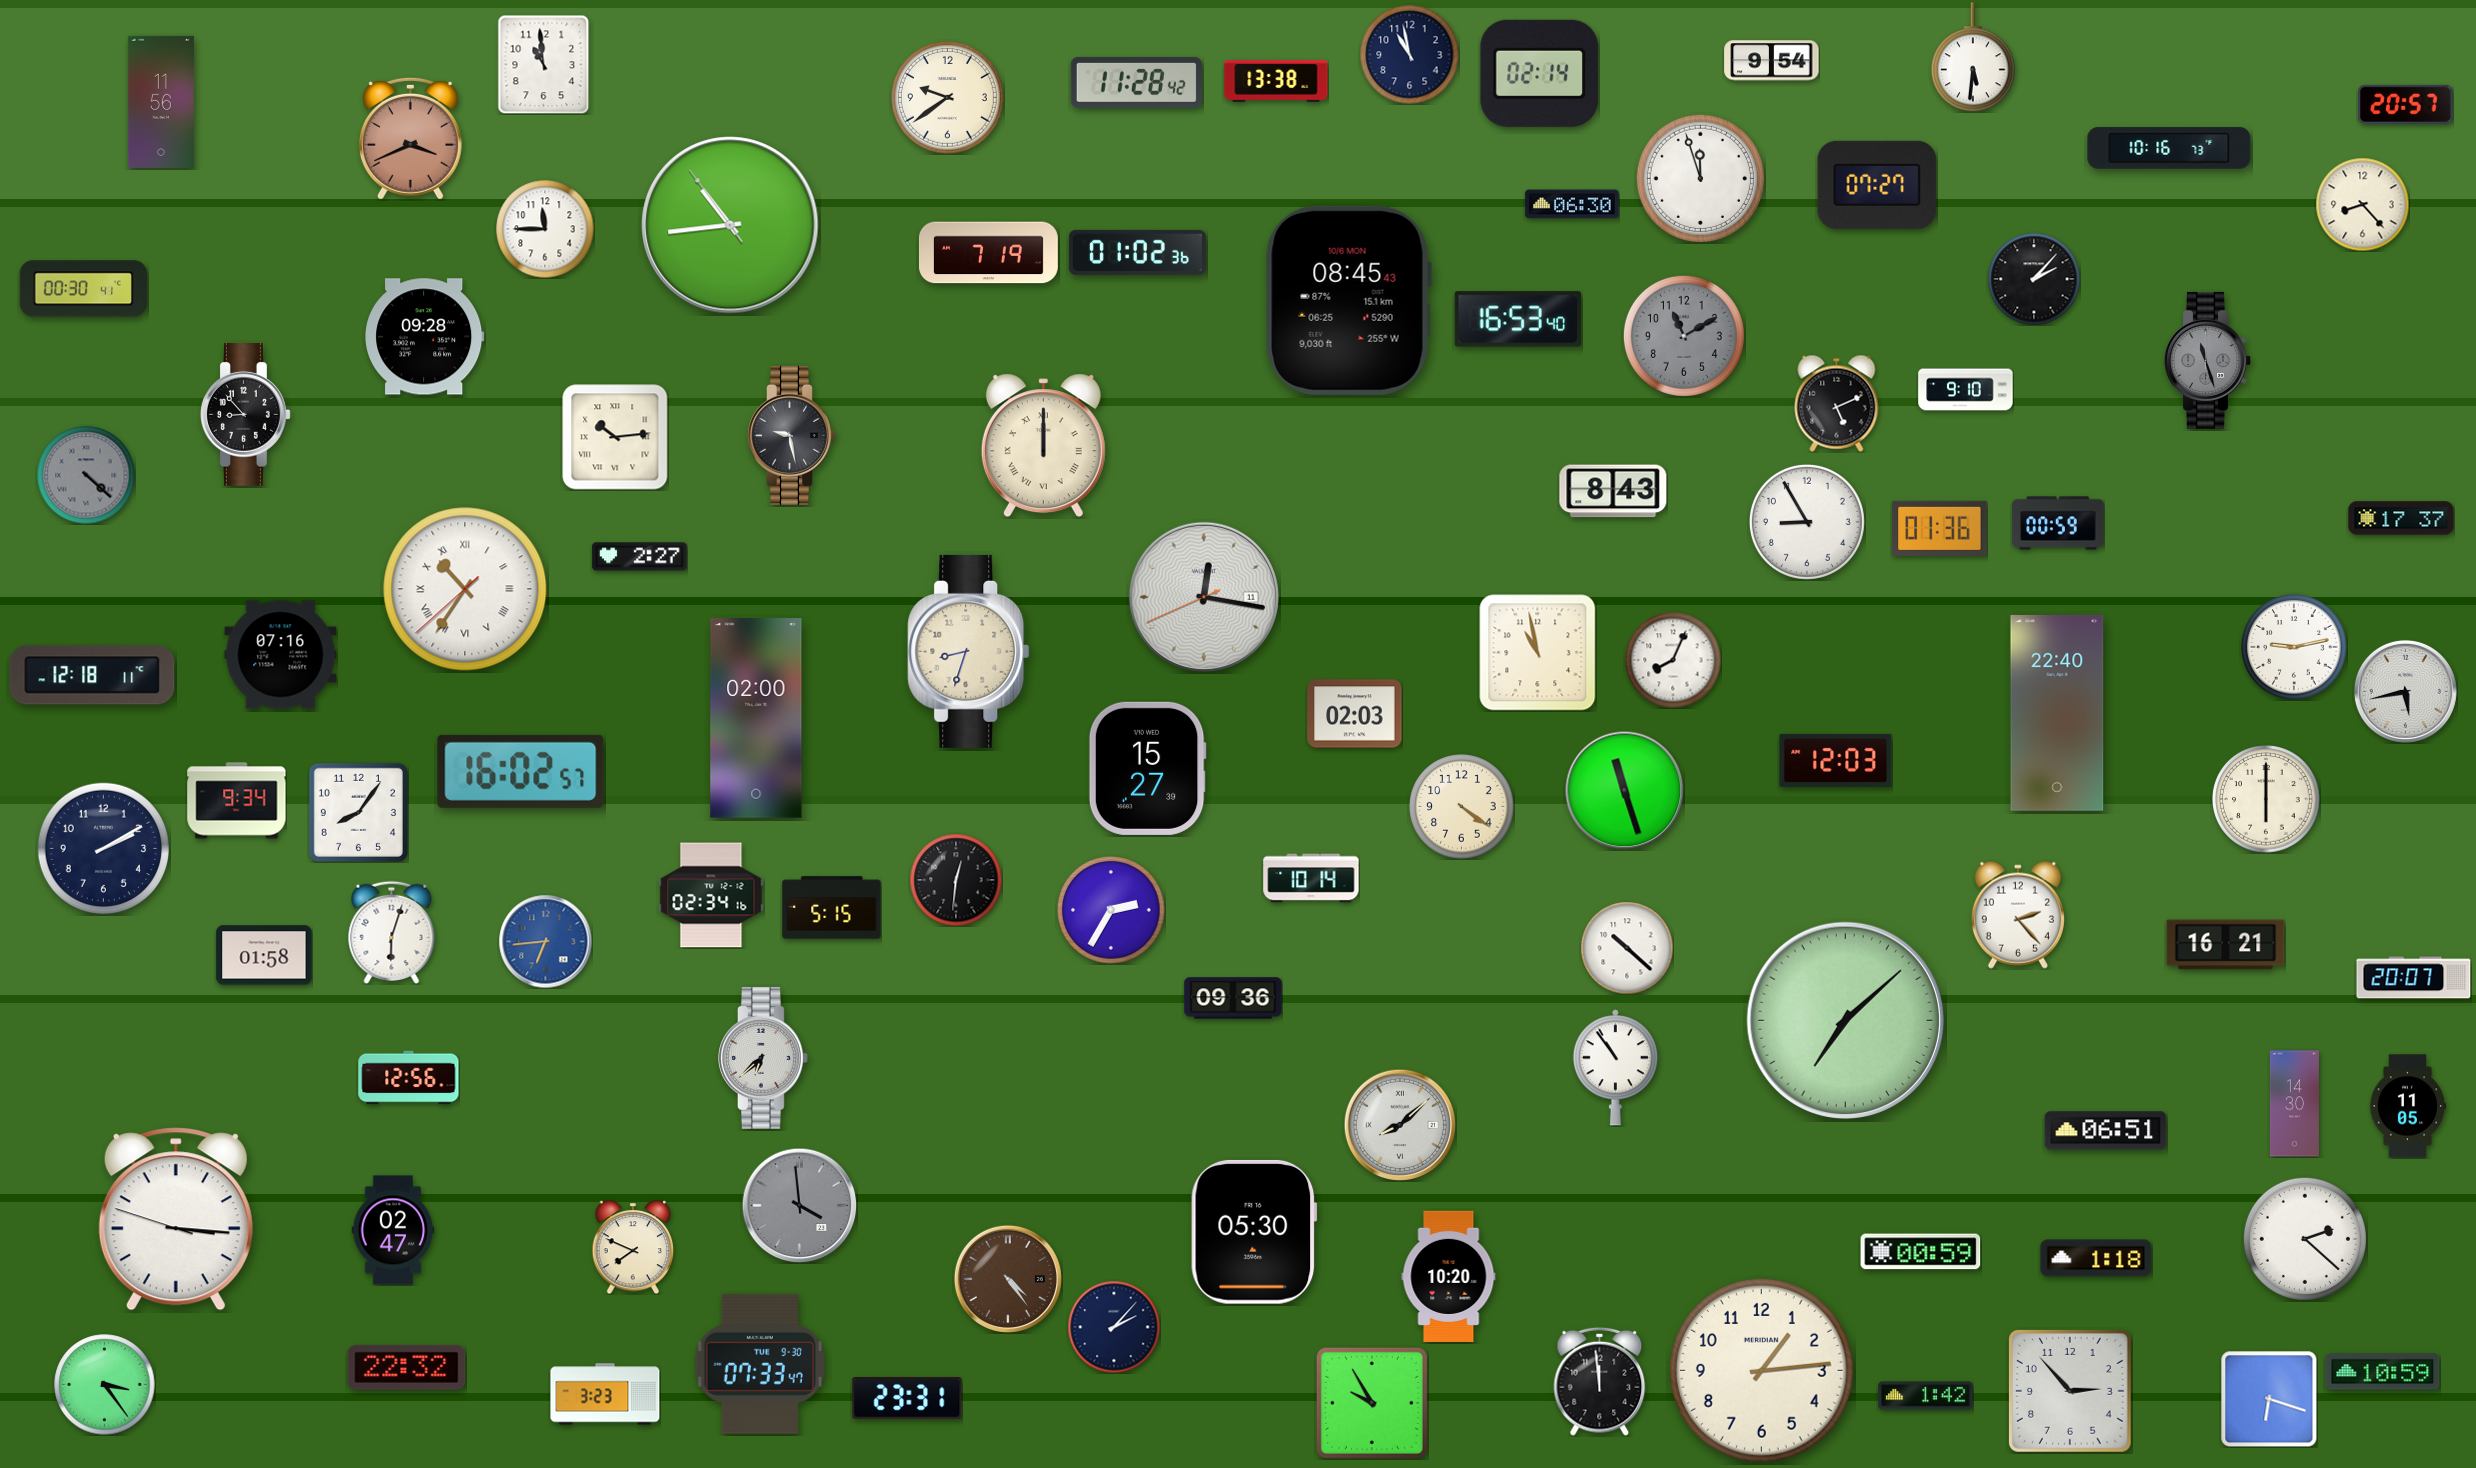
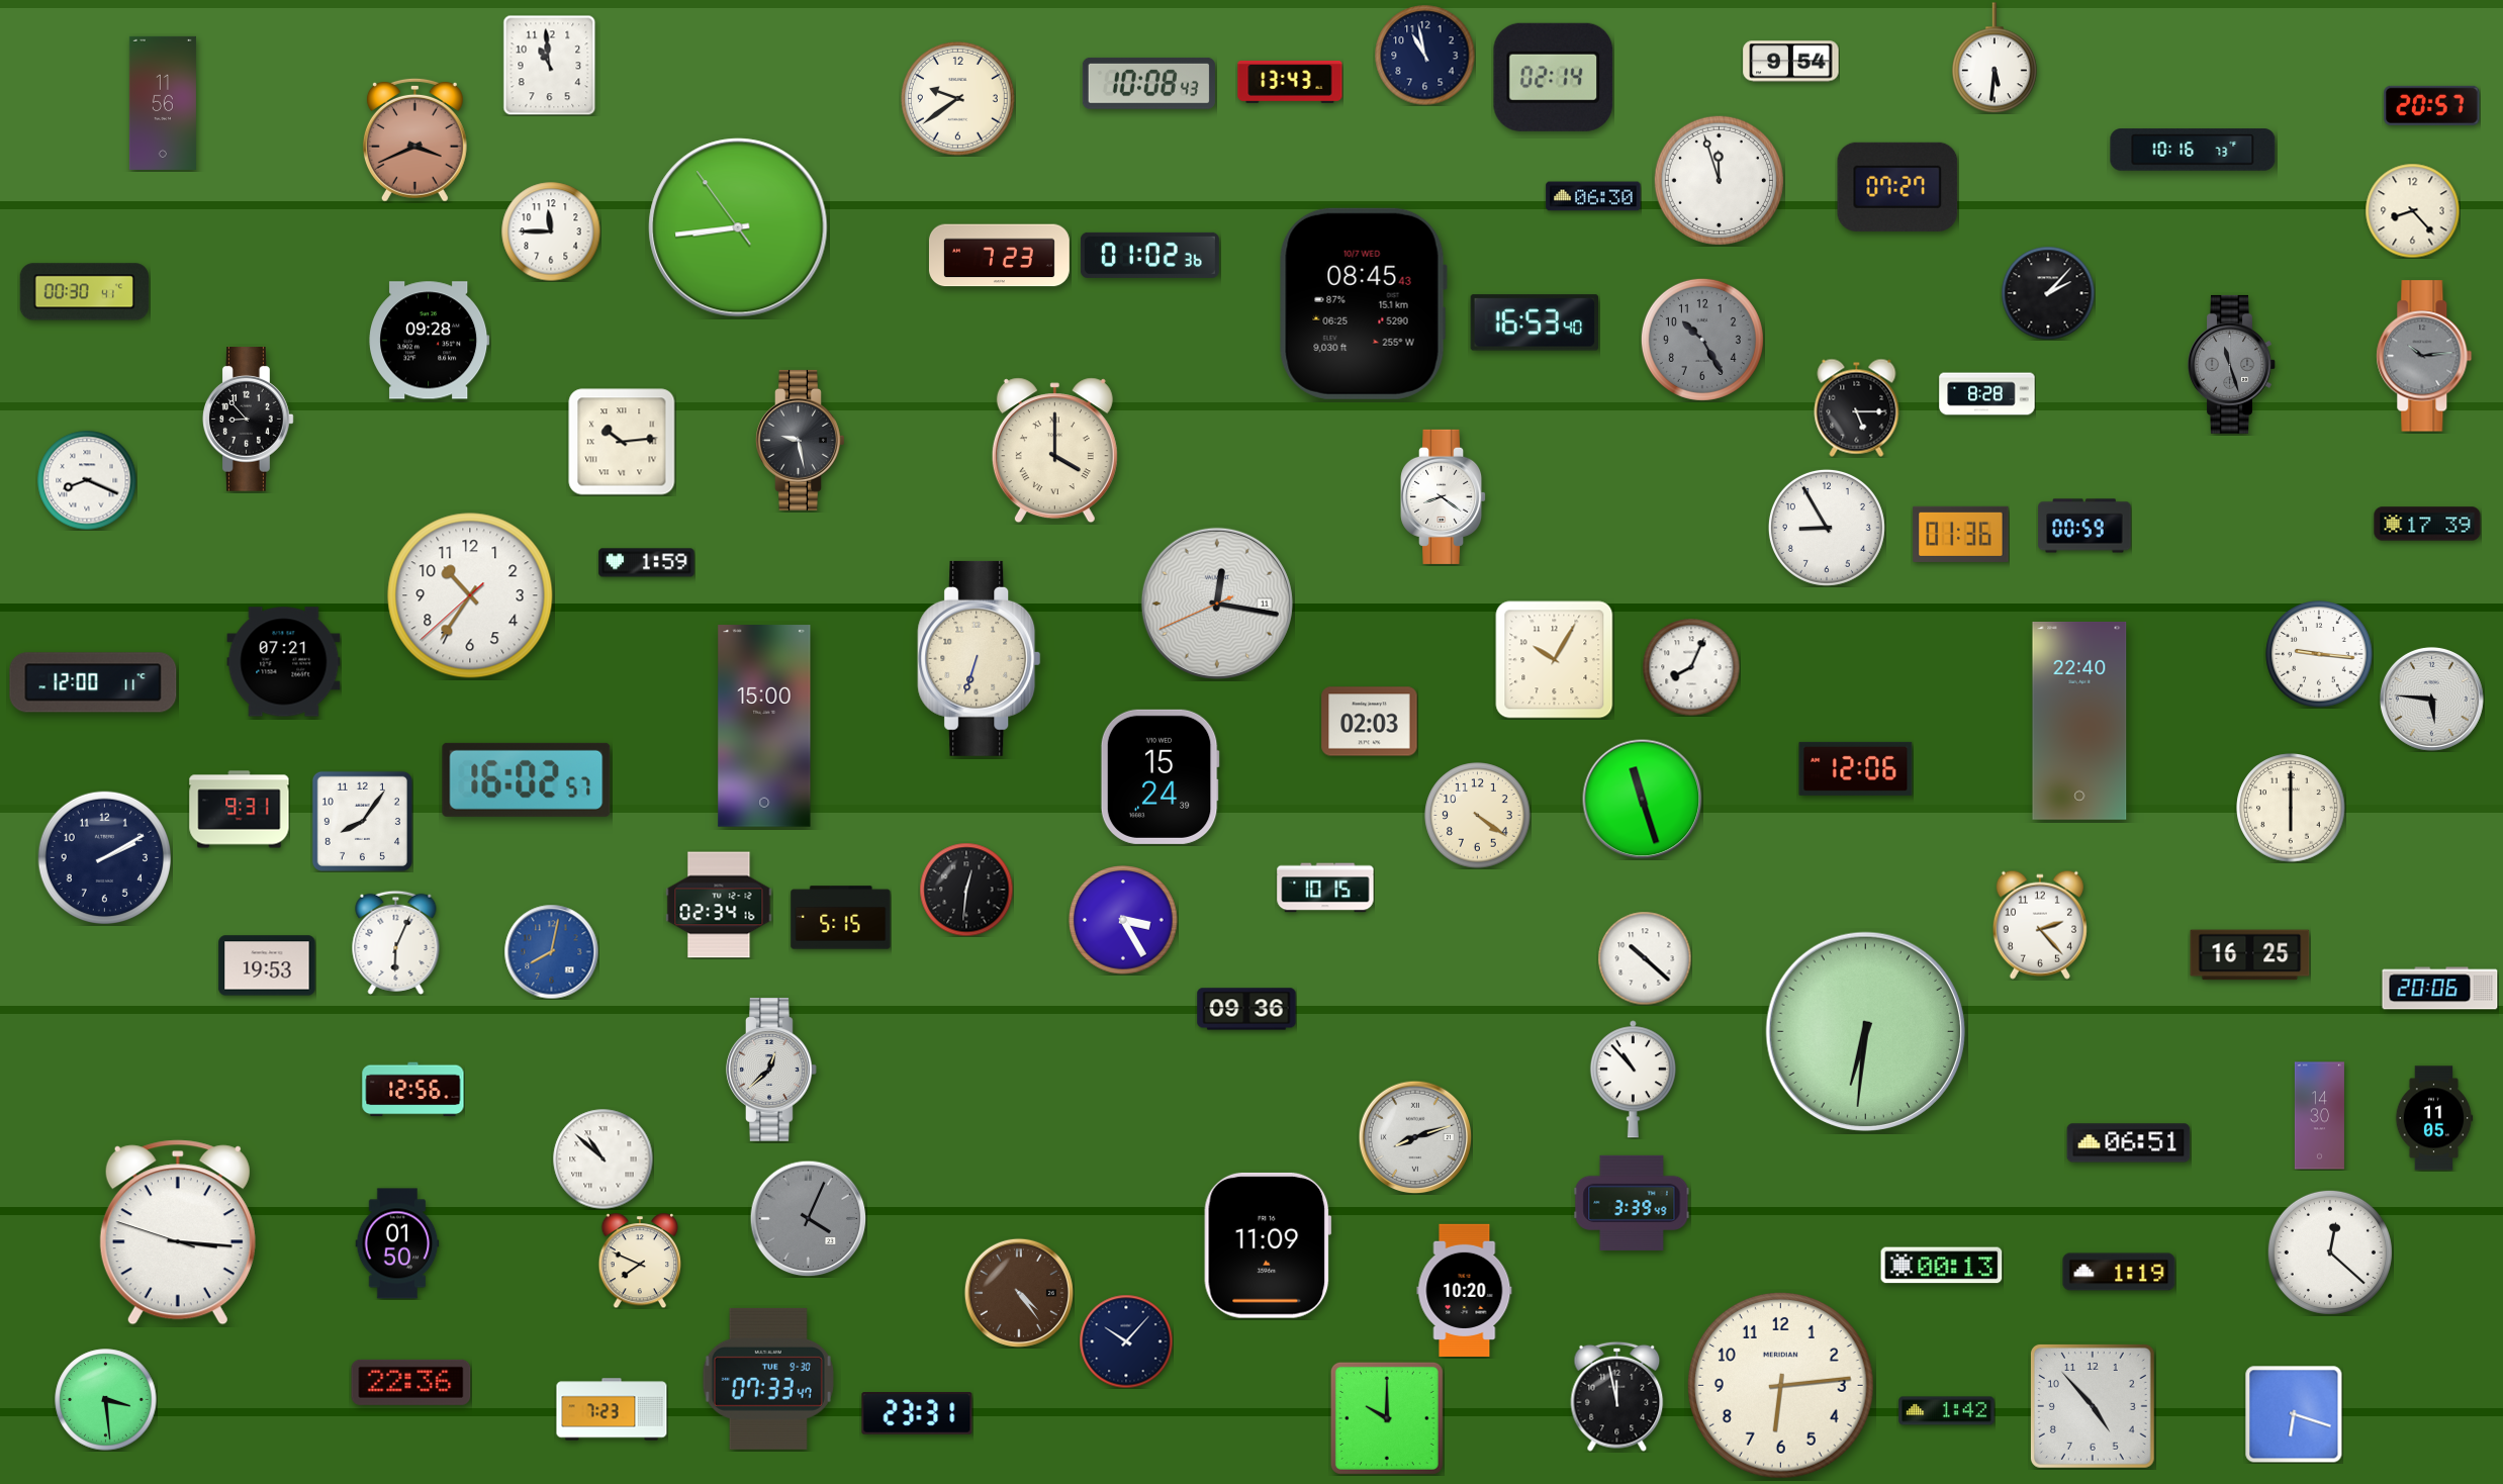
clock at (1540, 73) position: (1540, 73) -> (1554, 77)
clock at (1276, 81): 13:38 -> 13:43
clock at (1136, 82): 11:28 -> 10:08
clock at (1572, 204) position: (1572, 204) -> (1593, 196)
clock at (2362, 204) position: (2362, 204) -> (2412, 210)
clock at (730, 225): 10:43 -> 8:43
clock at (988, 253): 7:19 -> 7:23
clock at (2034, 279) position: (2034, 279) -> (2048, 293)
clock at (1348, 300) date: 10/6 MON -> 10/7 WED
clock at (1684, 336): 11:10 -> 10:25
clock at (2424, 356): none -> 10:14
clock at (1966, 390): 9:10 -> 8:28
clock at (1837, 403): 5:11 -> 5:15
clock at (1043, 446): 12:00 -> 4:00
clock at (86, 475): 4:22 -> 8:19
clock at (86, 475) dial: grey -> white
clock at (1444, 496): none -> 8:21
clock at (1613, 491): 8:43 -> none
clock at (2401, 518): 17:37 -> 17:39
clock at (2058, 523) position: (2058, 523) -> (2084, 526)
clock at (640, 557): 2:27 -> 1:59
clock at (465, 589) numerals: Roman -> Arabic
clock at (2294, 647): 9:13 -> 9:16
clock at (969, 651): 8:33 -> 6:33
clock at (1538, 653): 10:58 -> 10:05
clock at (281, 655): 07:16 -> 07:21
clock at (92, 675): 12:18 -> 12:00
clock at (2405, 691): 5:43 -> 5:46
clock at (756, 718): 02:00 -> 15:00
clock at (1836, 760): 12:03 -> 12:06
clock at (1147, 768): 15:27 -> 15:24
clock at (237, 801): 9:34 -> 9:31
clock at (1311, 878): 10:14 -> 10:15
clock at (1111, 910): 2:35 -> 3:25
clock at (392, 932): 6:03 -> 6:04
clock at (545, 941): 6:44 -> 8:02
clock at (2226, 945): 16:21 -> 16:25
clock at (264, 955): 01:58 -> 19:53
clock at (2414, 978): 20:07 -> 20:06
clock at (1845, 1020): 7:08 -> 6:31
clock at (764, 1059): 6:38 -> 12:38
clock at (1615, 1068): 10:54 -> 10:53
clock at (1400, 1125): 8:08 -> 8:12
clock at (604, 1160): none -> 10:52
clock at (1632, 1203): none -> 3:39
clock at (799, 1205): 3:59 -> 4:04
clock at (393, 1230): 02:47 -> 01:50
clock at (1254, 1232): 05:30 -> 11:09
clock at (2305, 1239): 2:22 -> 12:22
clock at (1921, 1252): 00:59 -> 00:13
clock at (2096, 1258): 1:18 -> 1:19
clock at (1114, 1327): 2:07 -> 10:07
clock at (407, 1367): 22:32 -> 22:36
clock at (1762, 1371): 1:14 -> 6:14
clock at (2383, 1372): 10:59 -> none
clock at (1600, 1381): 11:59 -> 11:58
clock at (105, 1385): 3:24 -> 3:29
clock at (2070, 1391): 2:53 -> 4:53
clock at (605, 1394): 3:23 -> 7:23
clock at (1372, 1403): 9:55 -> 10:00
